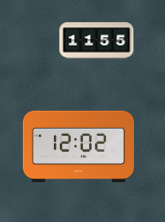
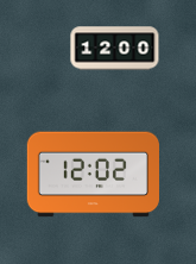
clock at (97, 41): 11:55 -> 12:00
